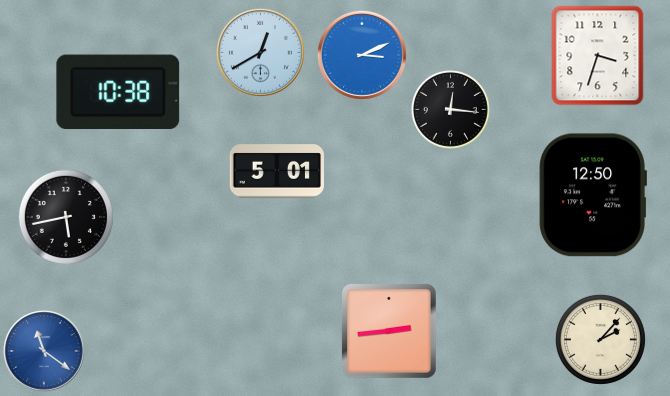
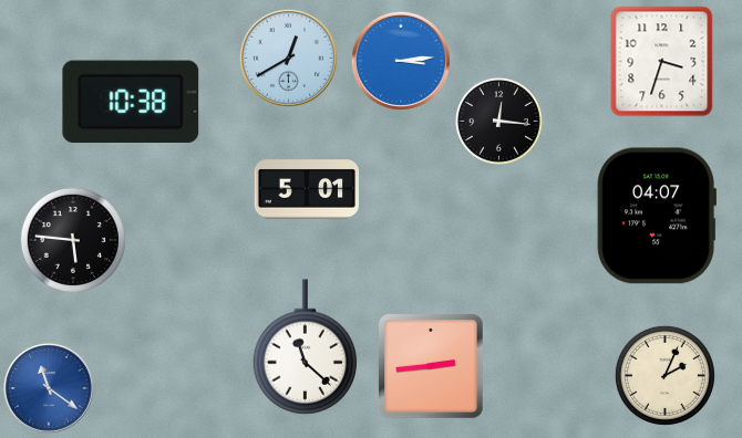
clock at (362, 55): 3:11 -> 3:14
clock at (593, 195): 12:50 -> 04:07
clock at (66, 217): 5:43 -> 5:46
clock at (306, 347): none -> 11:22
clock at (600, 339): 2:07 -> 2:04
